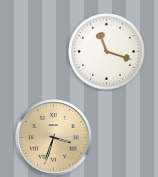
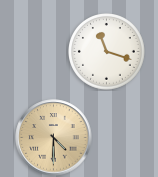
clock at (54, 138): 3:33 -> 4:30
